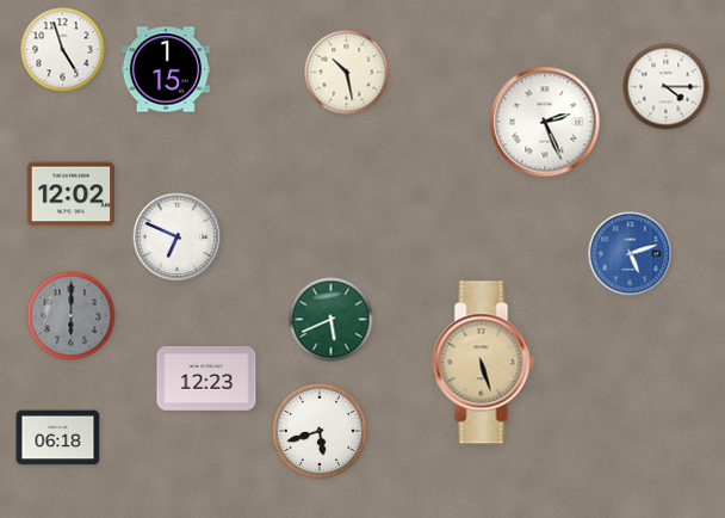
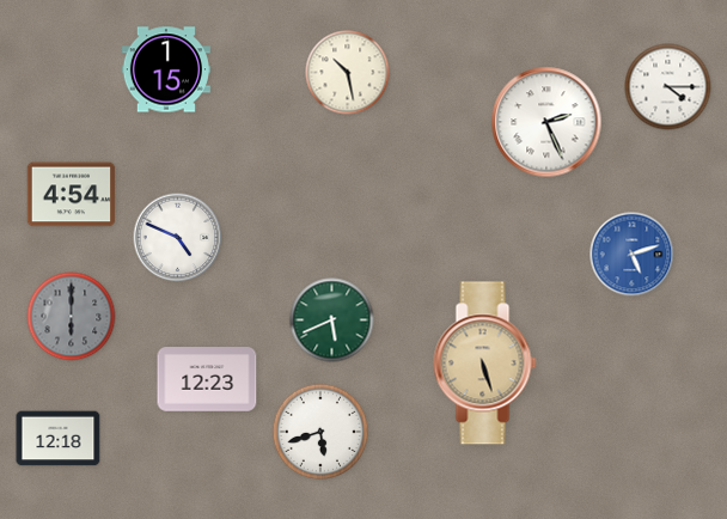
clock at (63, 50): 4:57 -> none
clock at (72, 195): 12:02 -> 4:54
clock at (178, 238): 6:49 -> 4:49
clock at (58, 438): 06:18 -> 12:18
